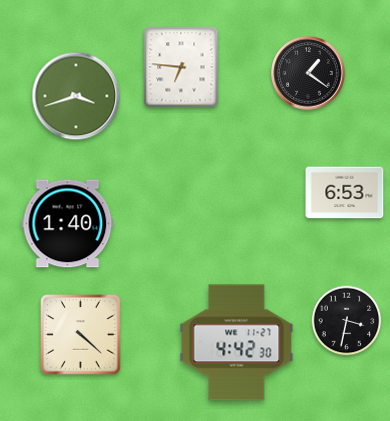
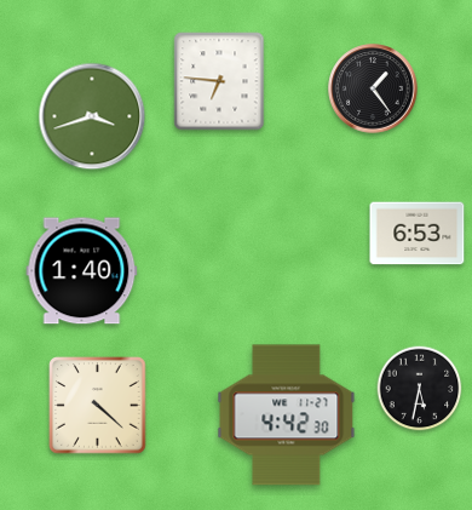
clock at (308, 73): 1:21 -> 1:24
clock at (347, 321): 3:32 -> 5:32
